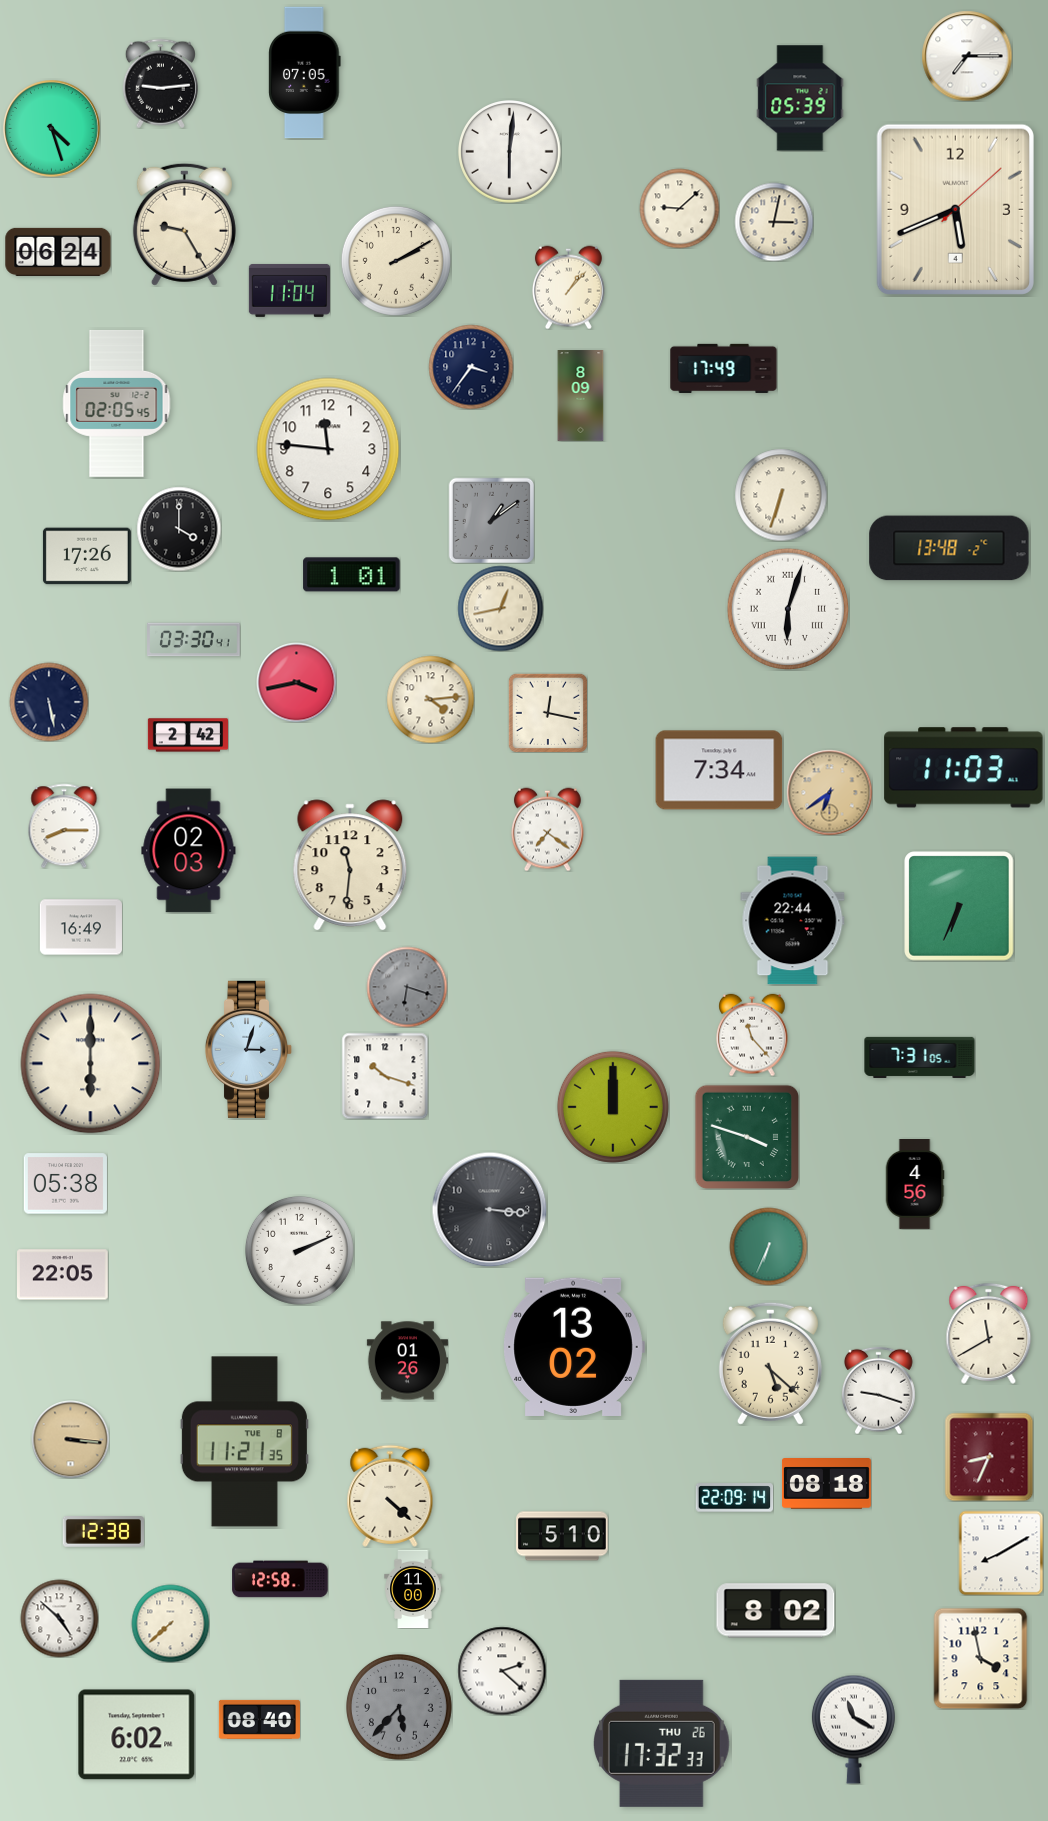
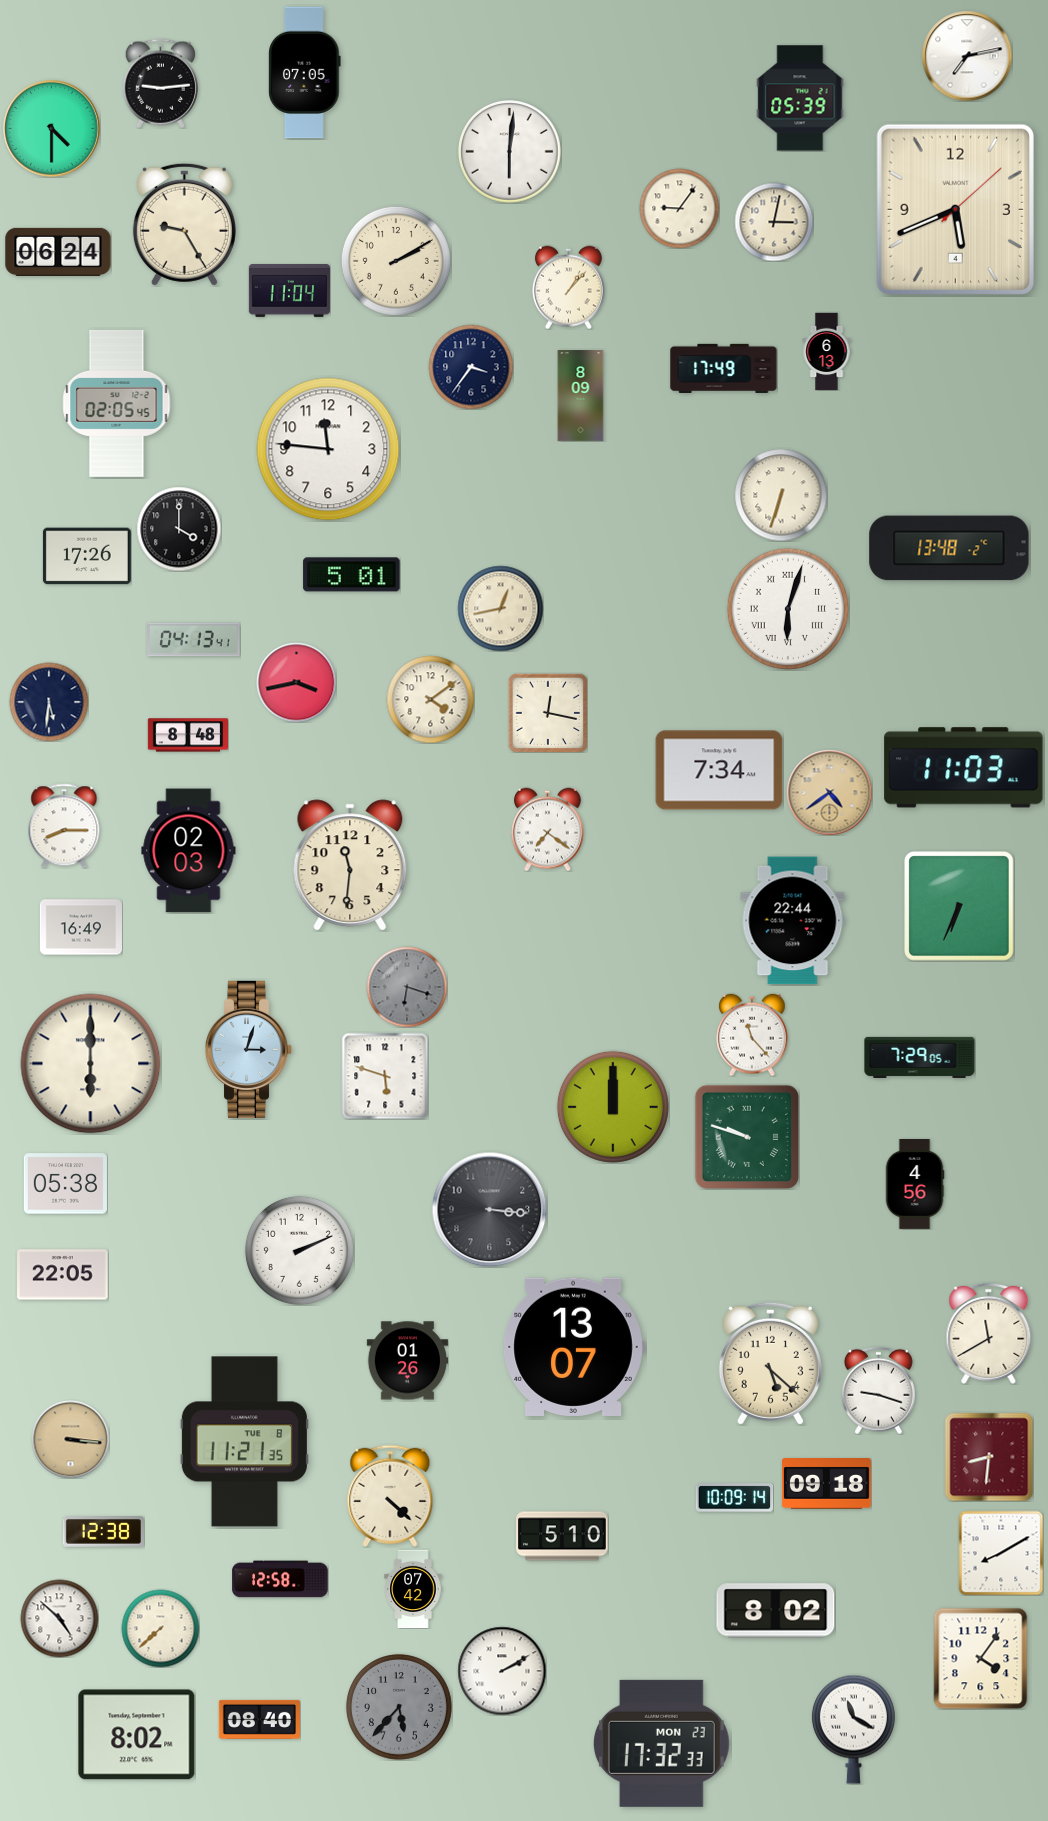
clock at (967, 56): 7:15 -> 7:13
clock at (52, 129): 4:27 -> 4:30
clock at (679, 208): 9:08 -> 9:06
clock at (827, 351): none -> 6:13
clock at (491, 520): 1:09 -> none
clock at (352, 575): 1:01 -> 5:01
clock at (194, 640): 03:30 -> 04:13
clock at (430, 699): 4:14 -> 4:09
clock at (49, 702): 5:28 -> 5:31
clock at (187, 735): 2:42 -> 8:48
clock at (829, 792): 6:39 -> 4:39
clock at (920, 1057): 7:31 -> 7:29
clock at (385, 1076): 10:18 -> 5:48
clock at (746, 1136): 3:48 -> 9:48
clock at (768, 1246): 6:34 -> none
clock at (574, 1347): 13:02 -> 13:07
clock at (989, 1457): 8:34 -> 8:31
clock at (826, 1484): 08:18 -> 09:18
clock at (734, 1498): 22:09 -> 10:09
clock at (413, 1589): 11:00 -> 07:42
clock at (170, 1623) position: (170, 1623) -> (160, 1628)
clock at (981, 1658): 3:58 -> 4:06
clock at (502, 1671): 2:22 -> 2:10
clock at (137, 1735): 6:02 -> 8:02
clock at (662, 1743) date: THU 26 -> MON 23
